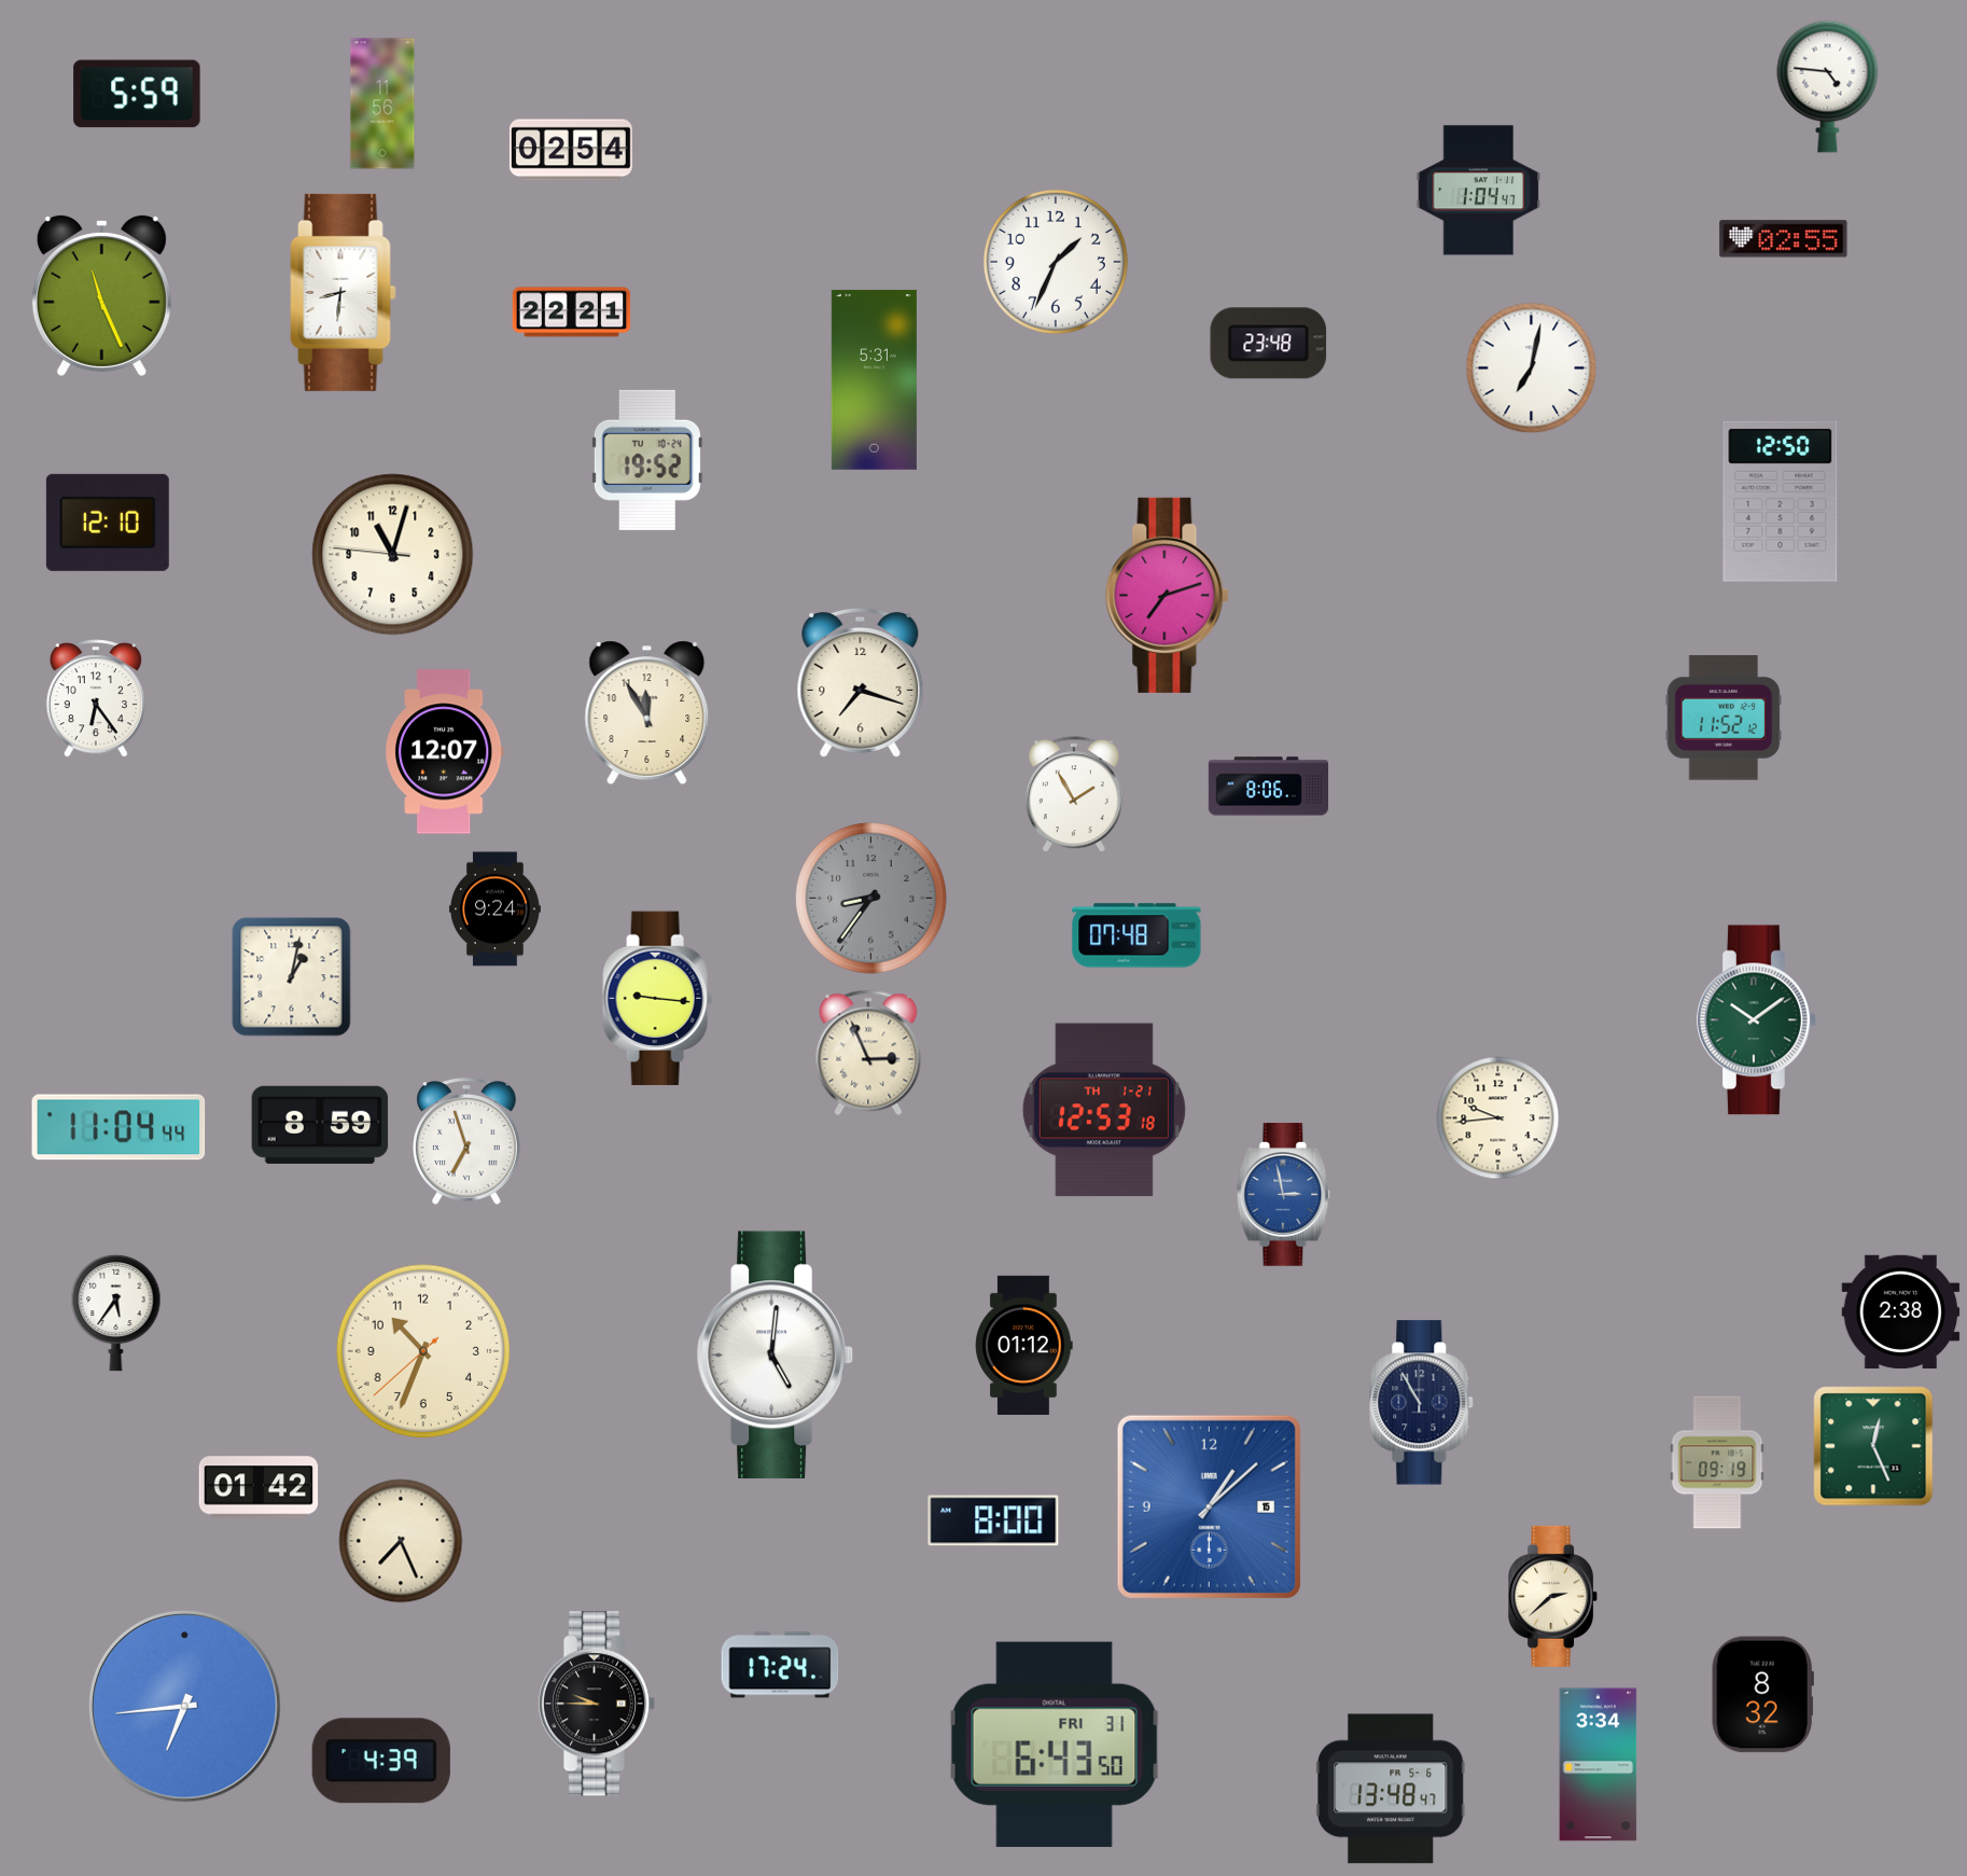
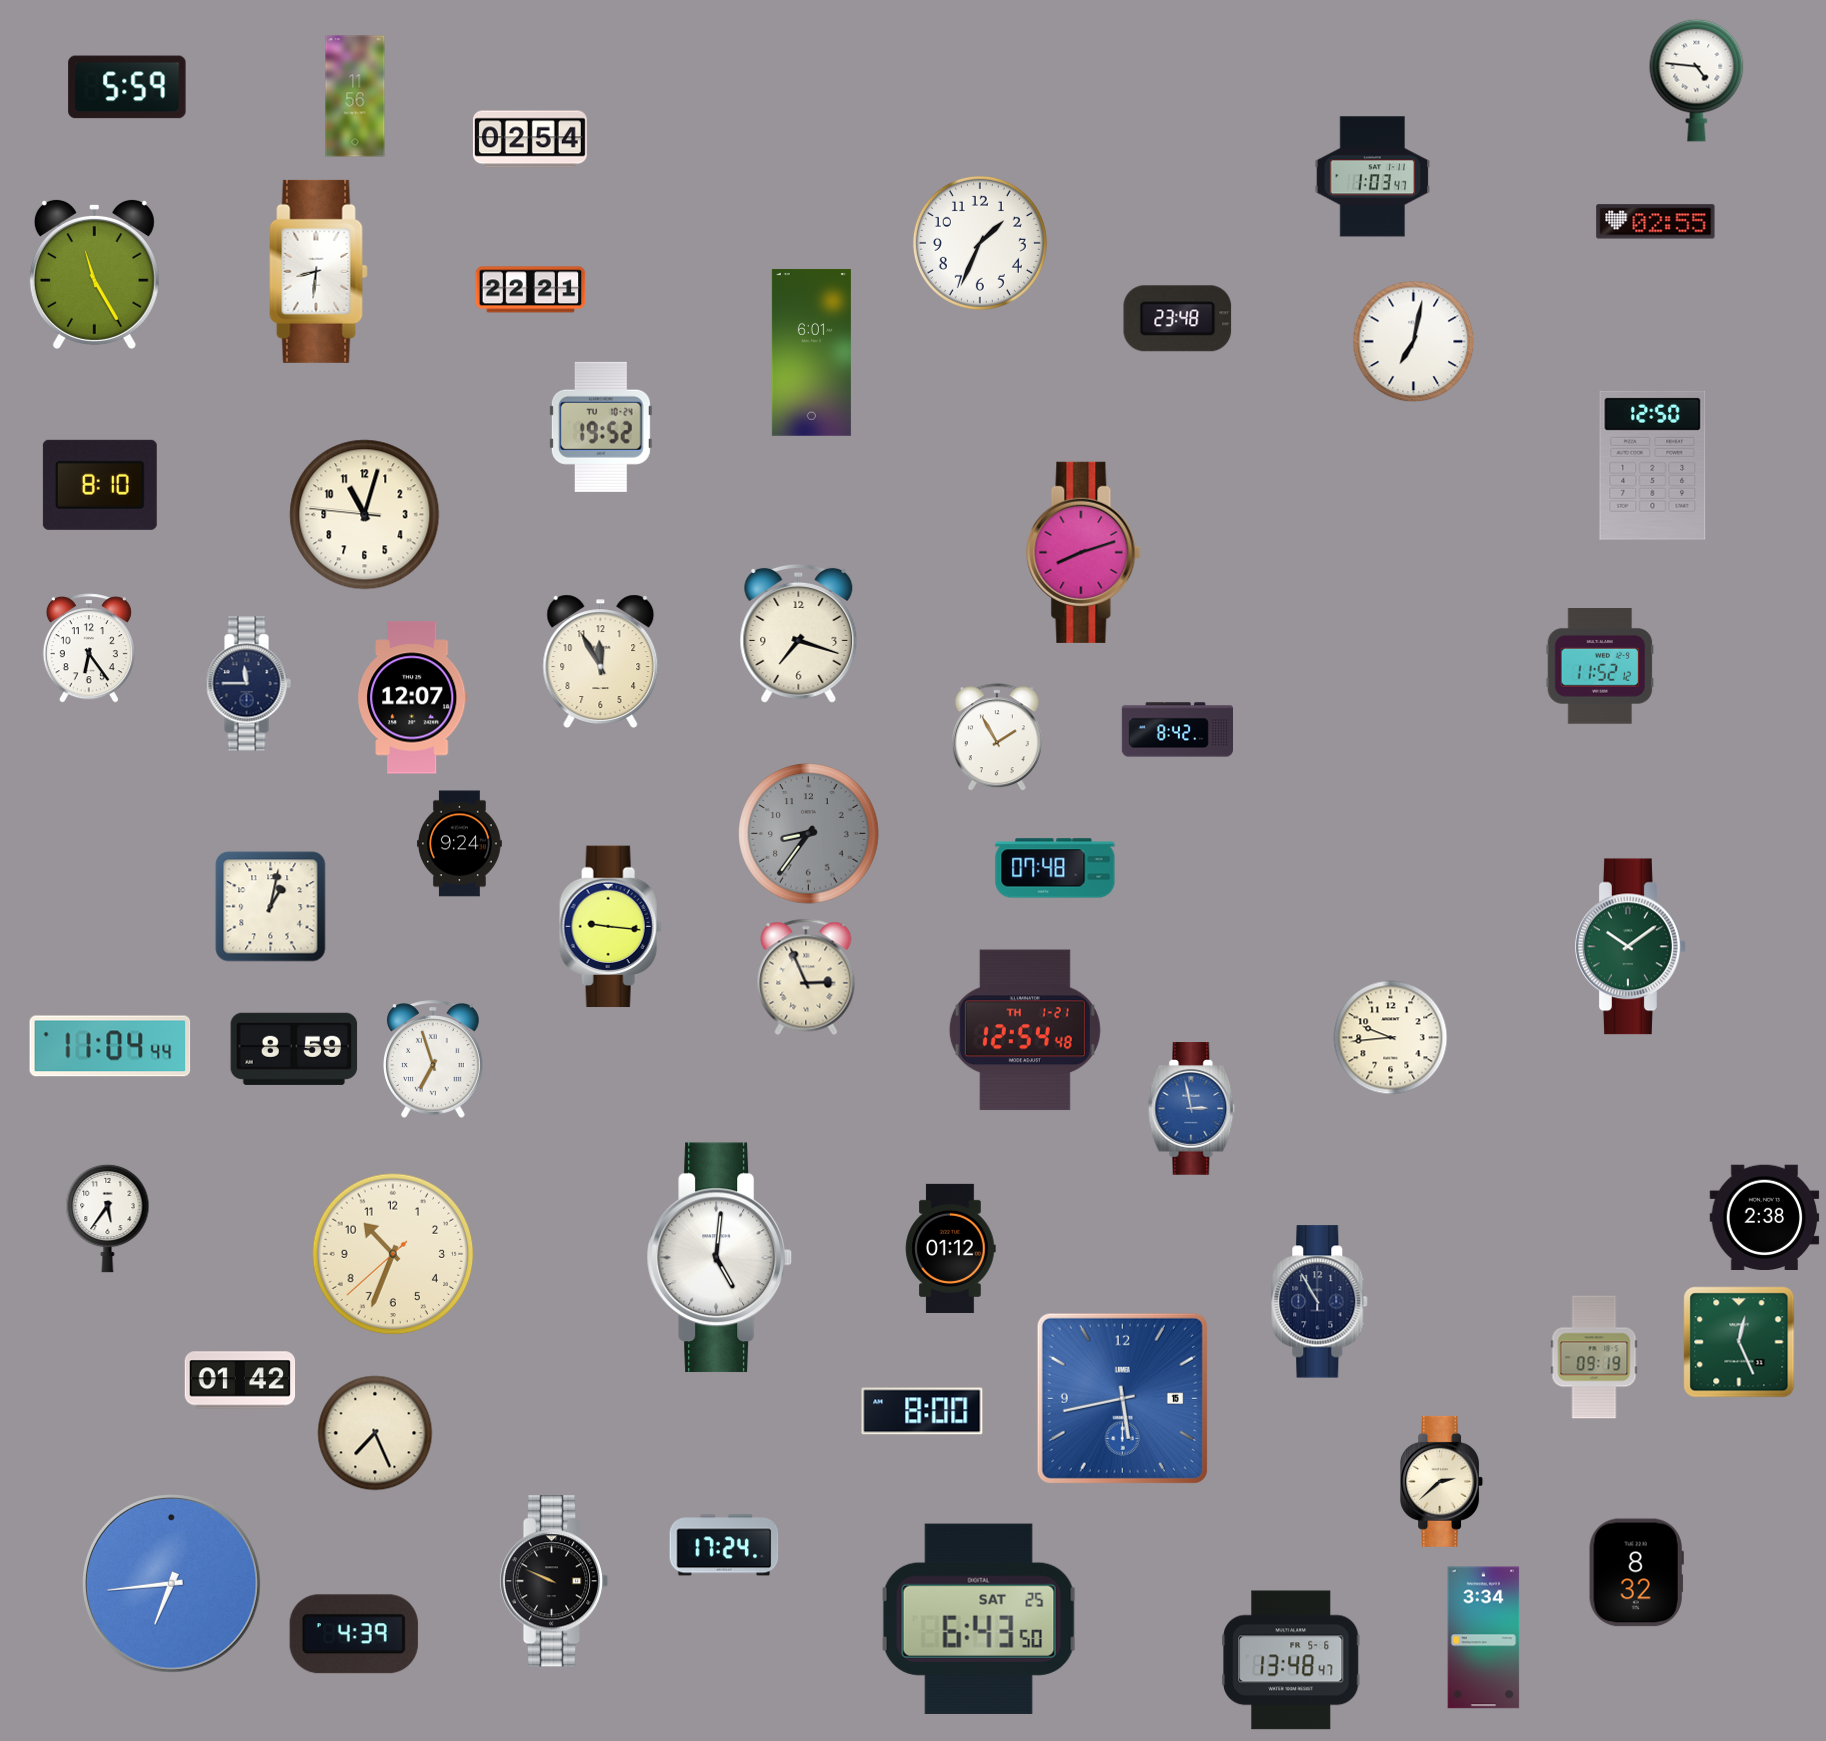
clock at (1479, 191): 1:04 -> 1:03
clock at (101, 295): 11:26 -> 11:25
clock at (1532, 369) position: (1532, 369) -> (1414, 342)
clock at (874, 379): 5:31 -> 6:01
clock at (108, 523): 12:10 -> 8:10
clock at (1168, 595): 7:12 -> 8:12
clock at (248, 684): none -> 11:45
clock at (1268, 787): 8:06 -> 8:42
clock at (1104, 1110): 12:53 -> 12:54
clock at (320, 1125) position: (320, 1125) -> (294, 1049)
clock at (1209, 1506): 1:08 -> 5:43
clock at (401, 1541) position: (401, 1541) -> (375, 1433)
clock at (597, 1704): 9:45 -> 9:49
clock at (1055, 1745) date: FRI 31 -> SAT 25
